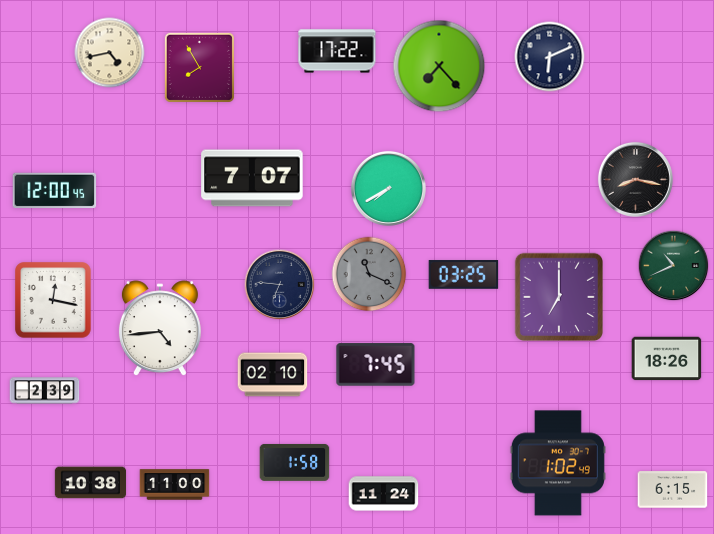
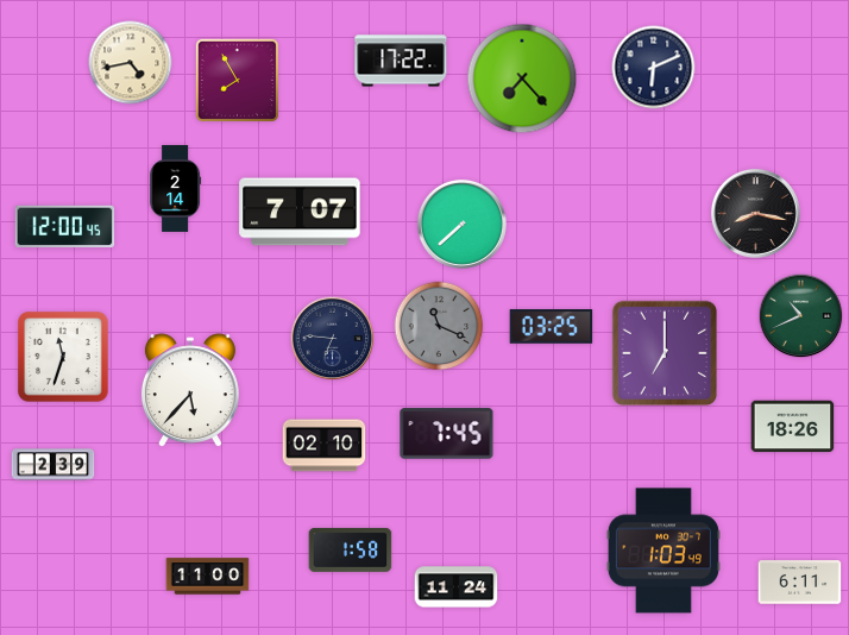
clock at (176, 188): none -> 2:14
clock at (388, 188): 7:40 -> 7:38
clock at (53, 300): 12:17 -> 11:33
clock at (160, 329): 4:44 -> 5:37
clock at (558, 463): 1:02 -> 1:03
clock at (91, 483): 10:38 -> none
clock at (673, 490): 6:15 -> 6:11
